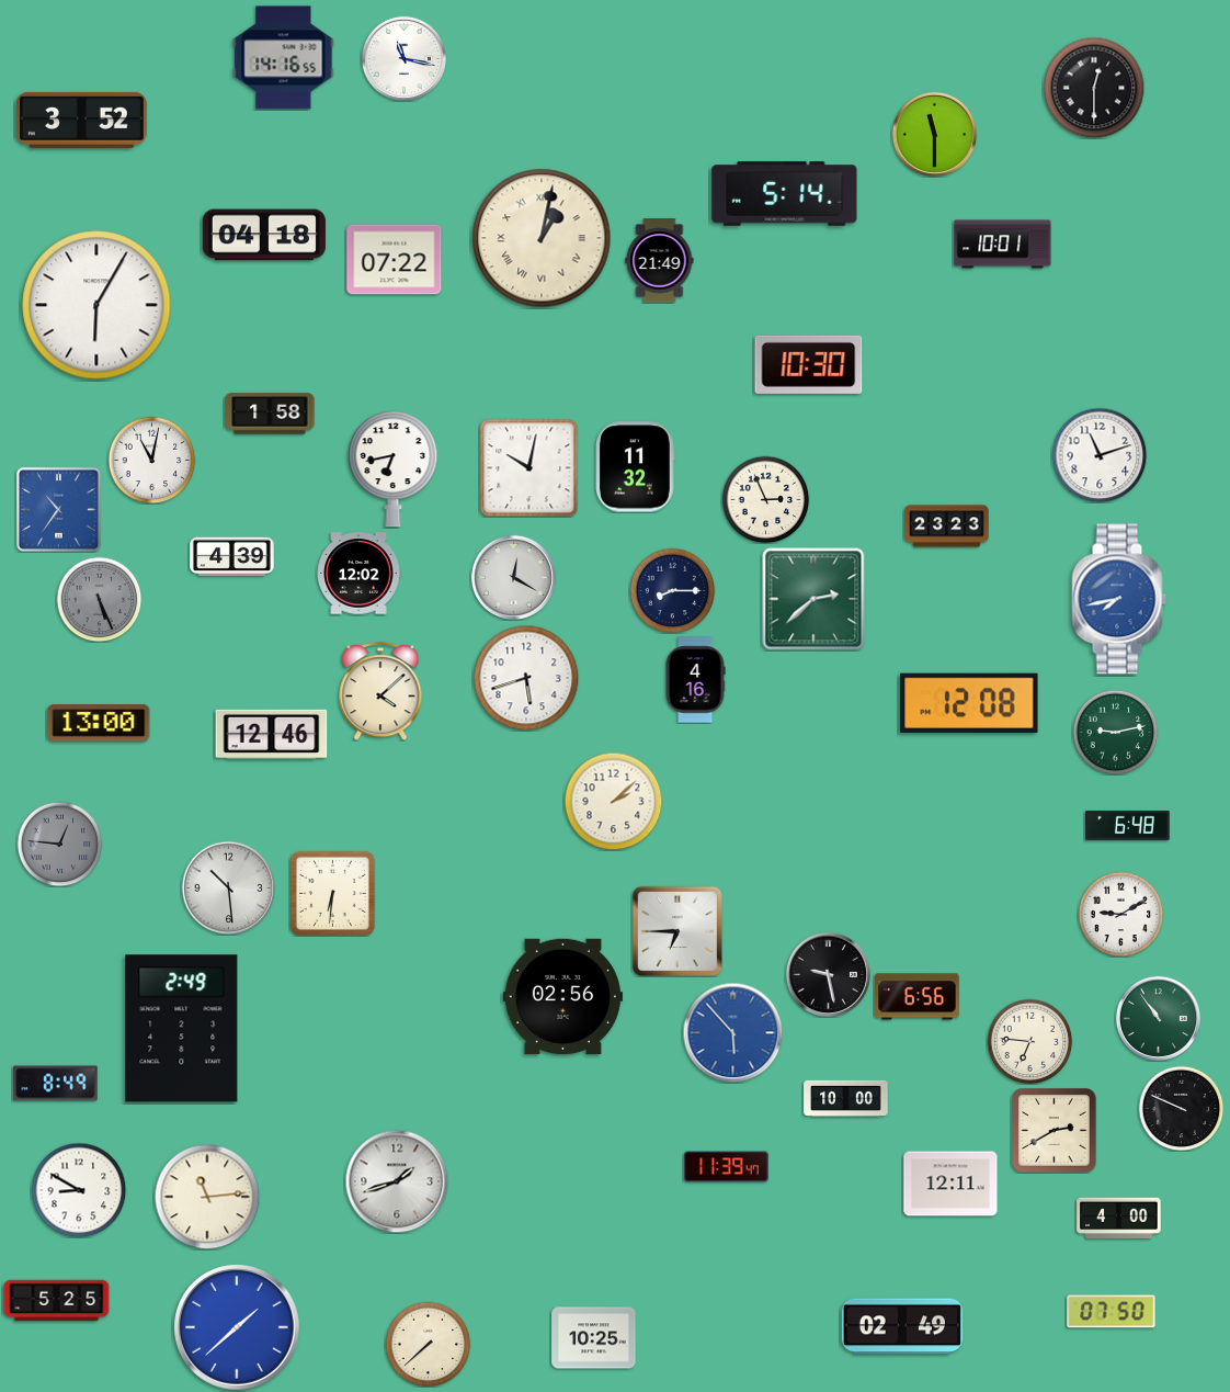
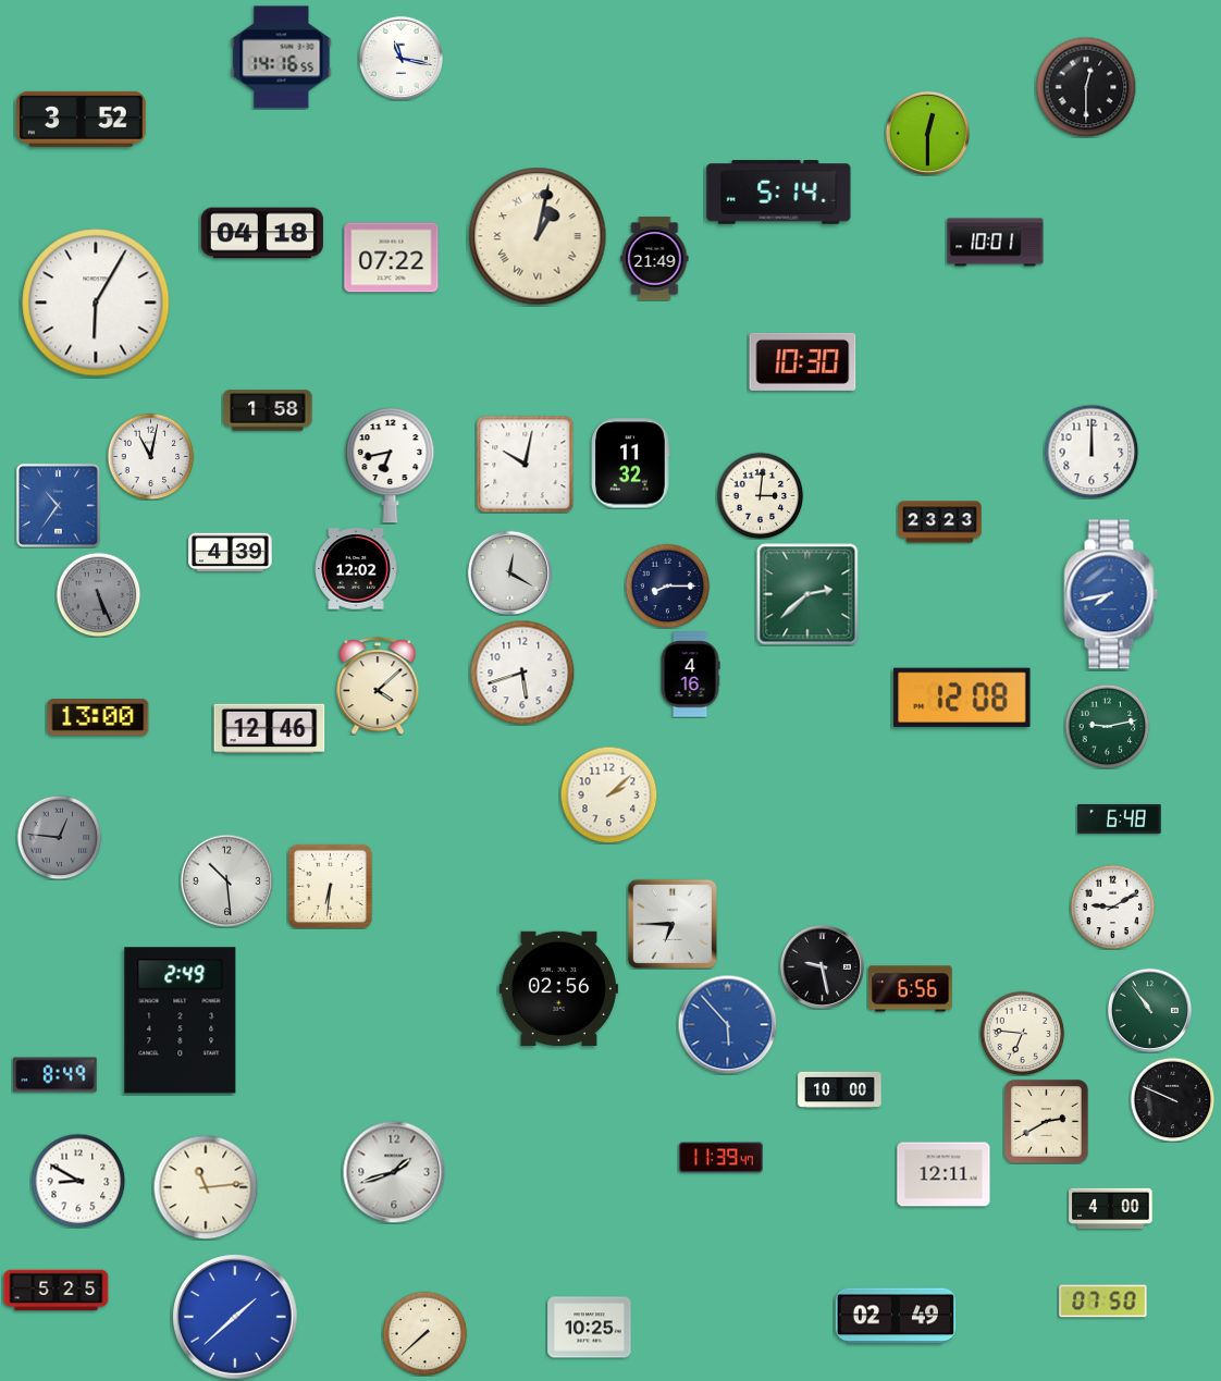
clock at (934, 134): 11:30 -> 12:30
clock at (1100, 455): 11:12 -> 12:00
clock at (765, 499): 2:56 -> 3:01
